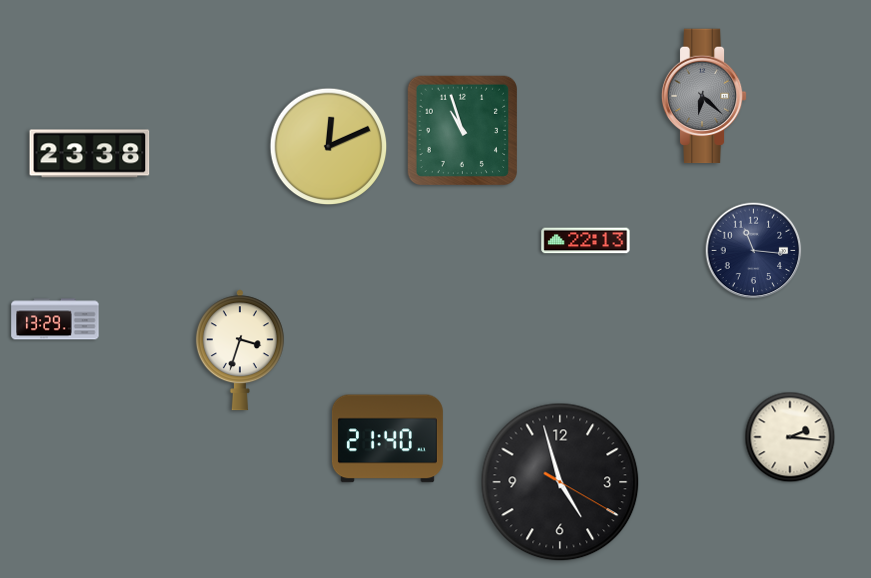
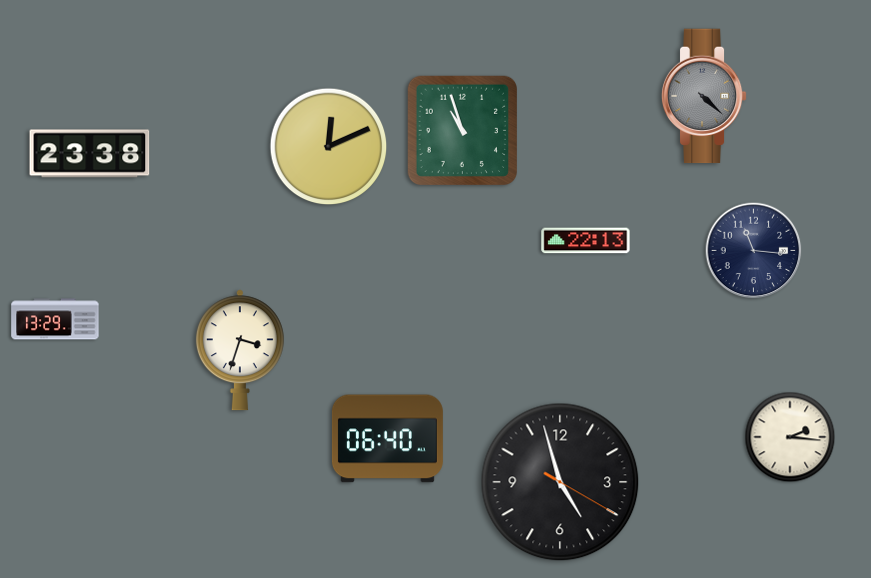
clock at (704, 96): 6:22 -> 4:22
clock at (387, 439): 21:40 -> 06:40
